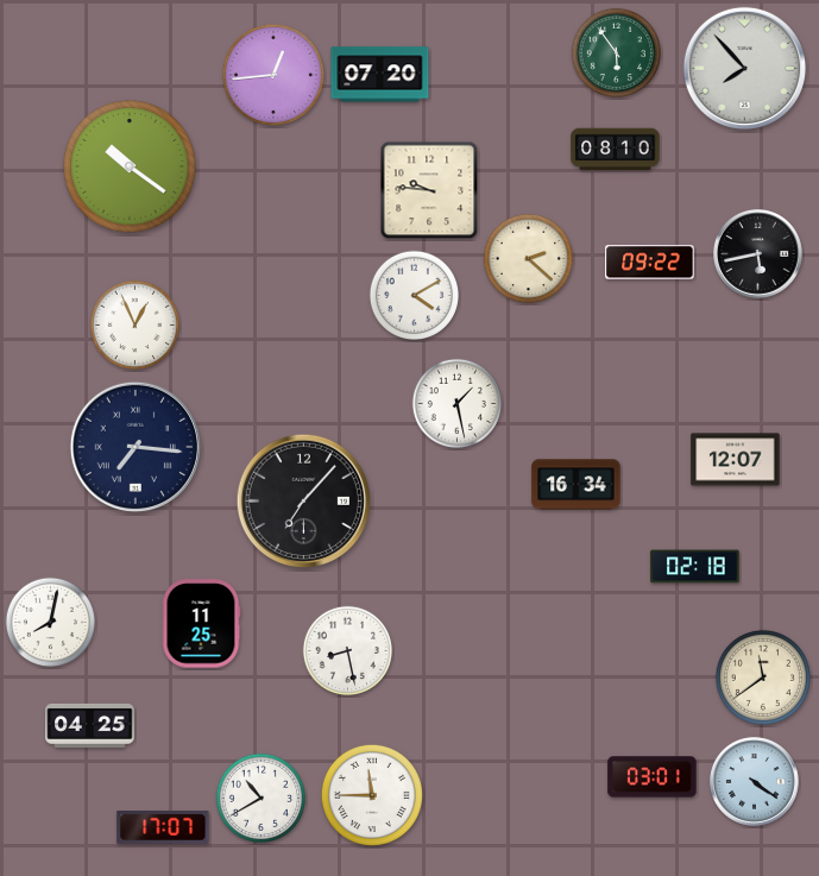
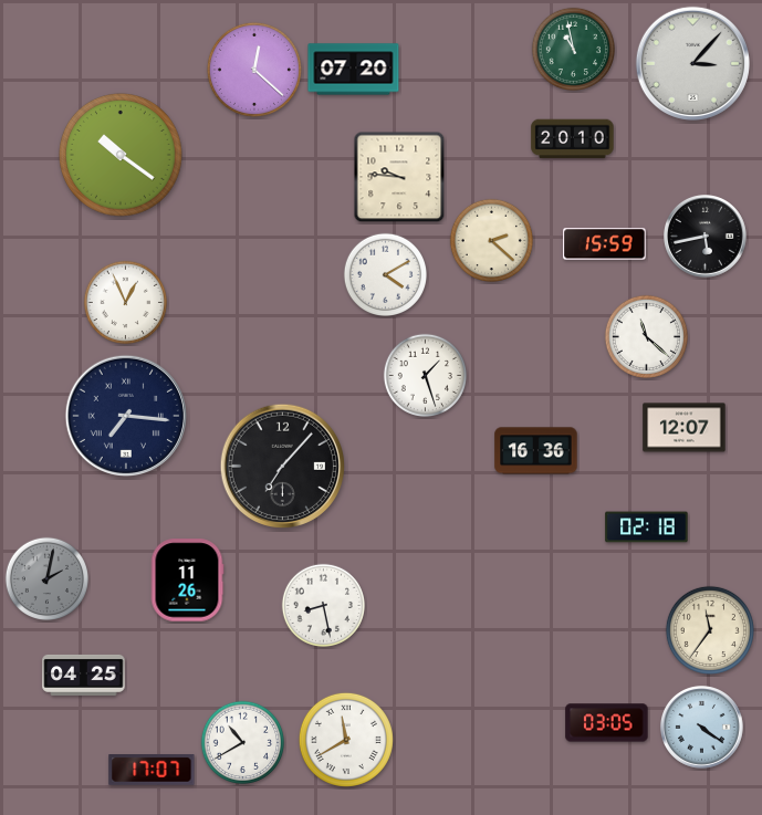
clock at (616, 52): 5:54 -> 10:58
clock at (744, 68): 7:53 -> 3:07
clock at (273, 75): 12:44 -> 12:22
clock at (616, 150): 08:10 -> 20:10
clock at (650, 263): 09:22 -> 15:59
clock at (646, 336): none -> 11:22
clock at (456, 403): 1:28 -> 1:27
clock at (577, 485): 16:34 -> 16:36
clock at (50, 622): 8:02 -> 2:02
clock at (50, 622) dial: white -> grey
clock at (201, 624): 11:25 -> 11:26
clock at (763, 678): 11:39 -> 11:36
clock at (653, 777): 03:01 -> 03:05
clock at (372, 795): 11:45 -> 11:40
